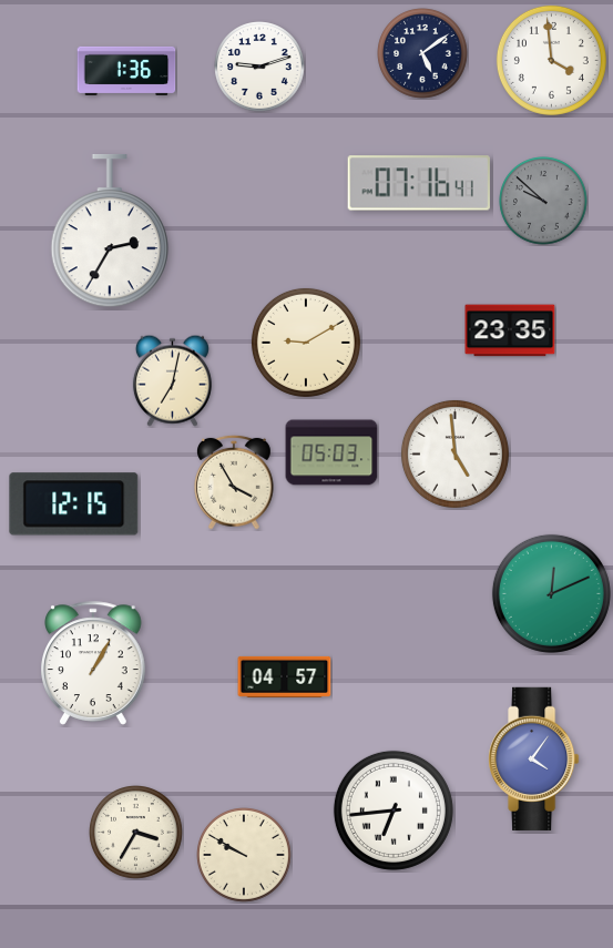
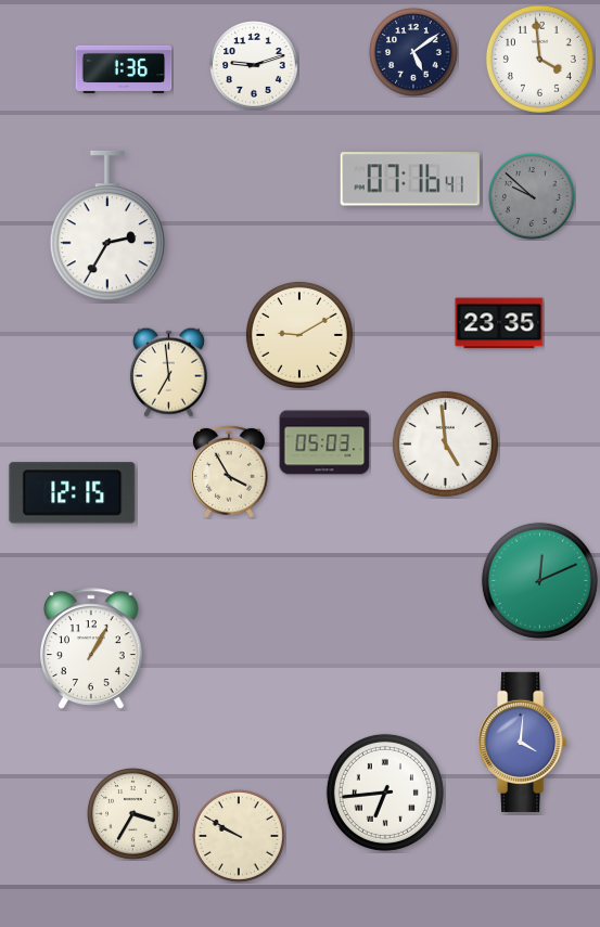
clock at (172, 380): 7:02 -> 6:59
clock at (285, 676): 04:57 -> none
clock at (534, 758): 4:06 -> 4:01
